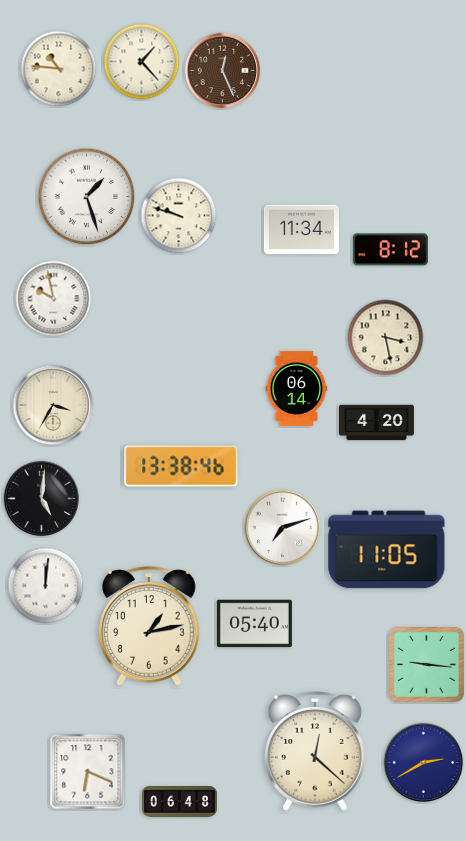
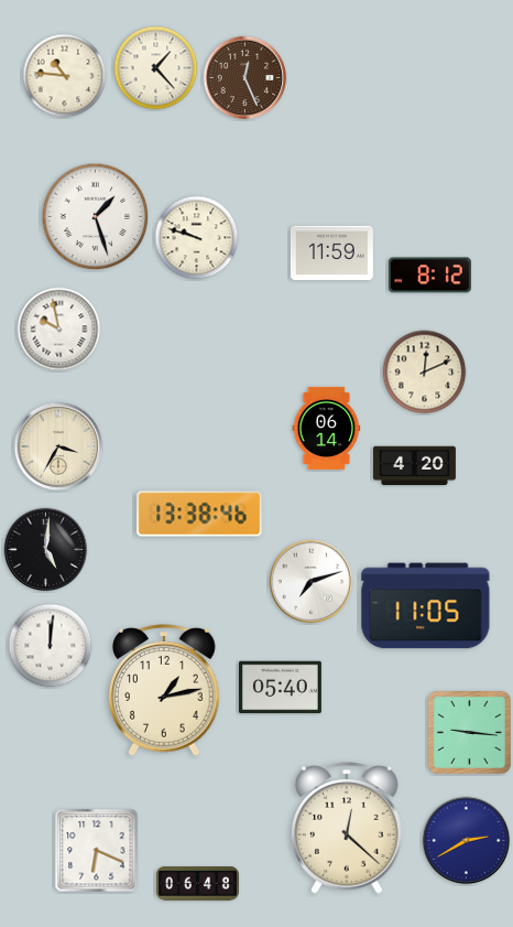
clock at (301, 230): 11:34 -> 11:59
clock at (386, 338): 3:28 -> 12:11
